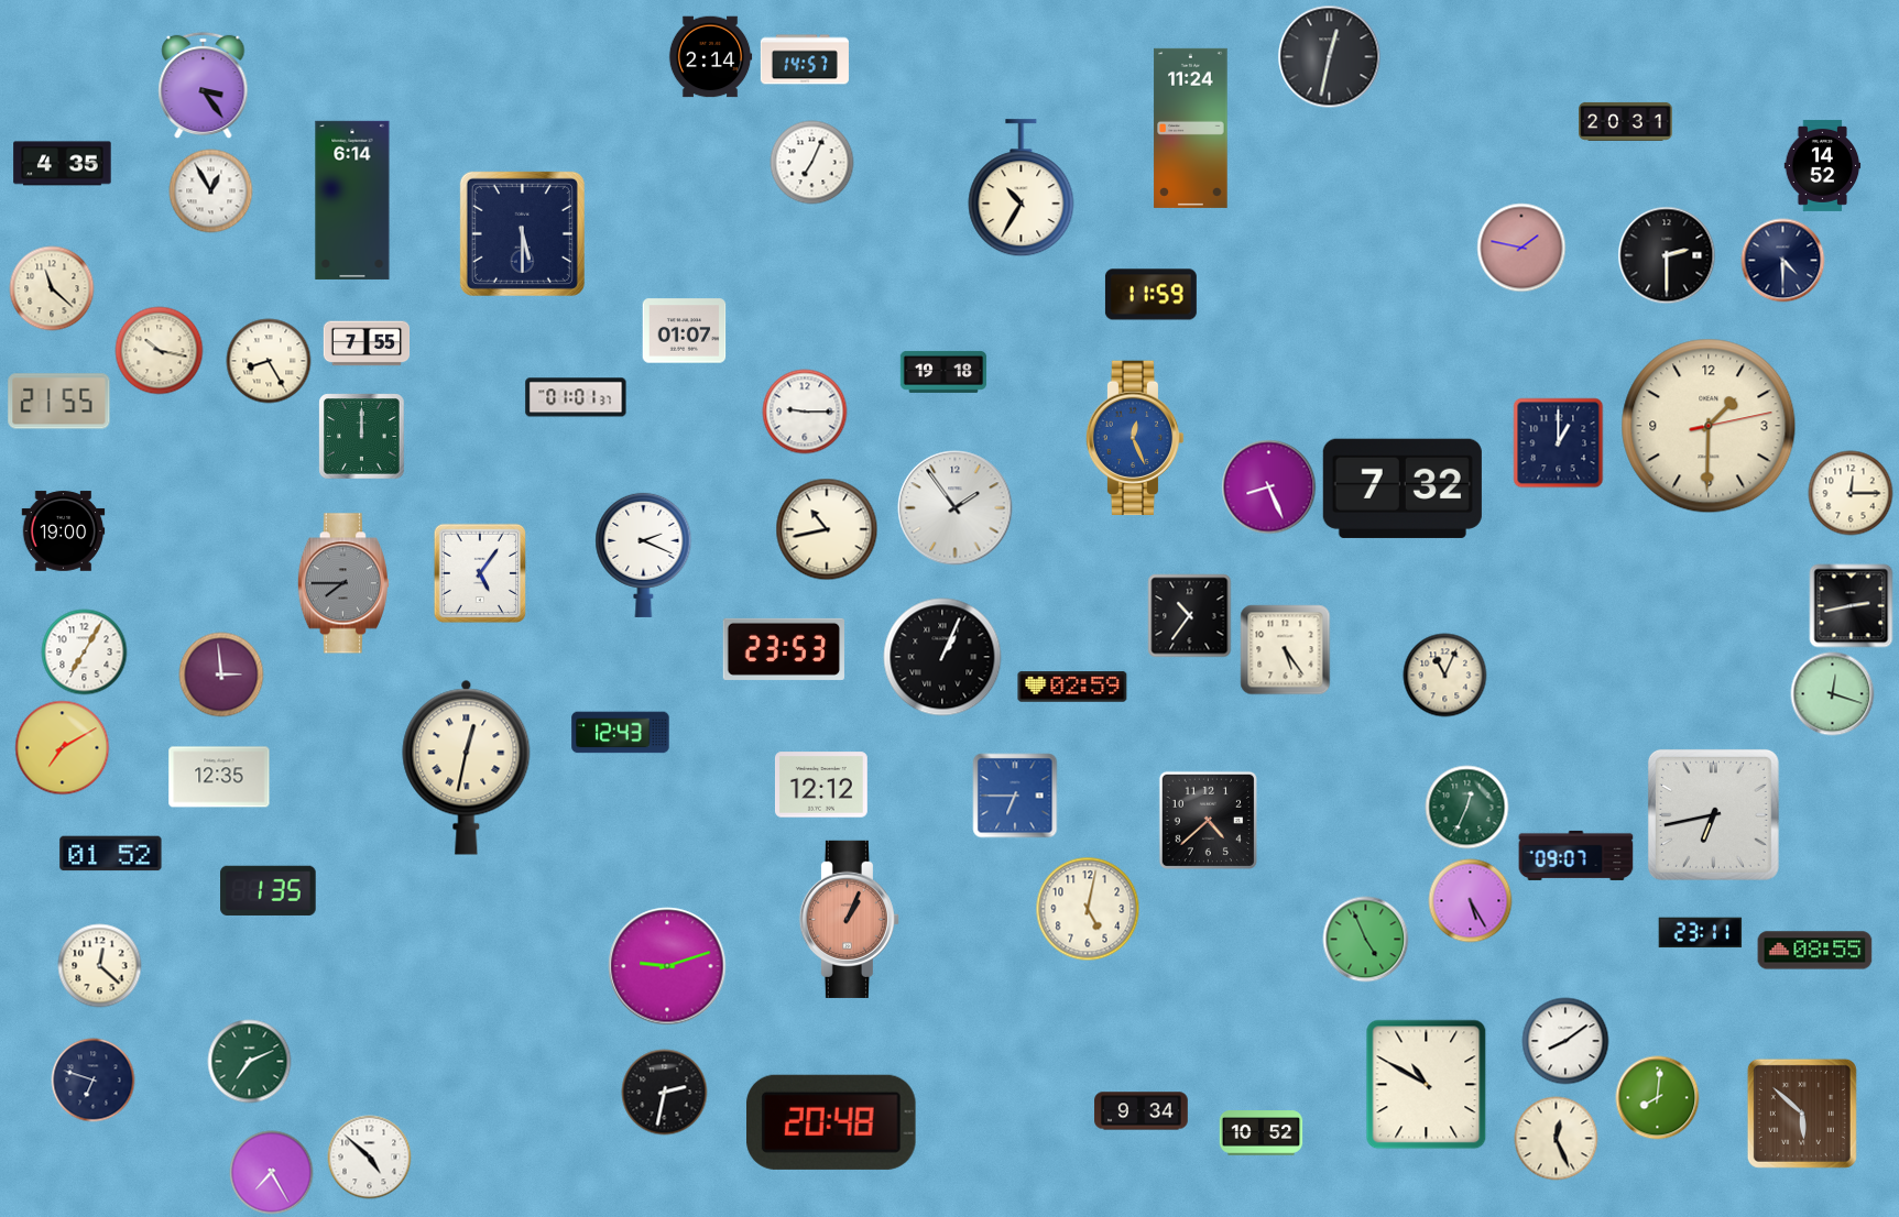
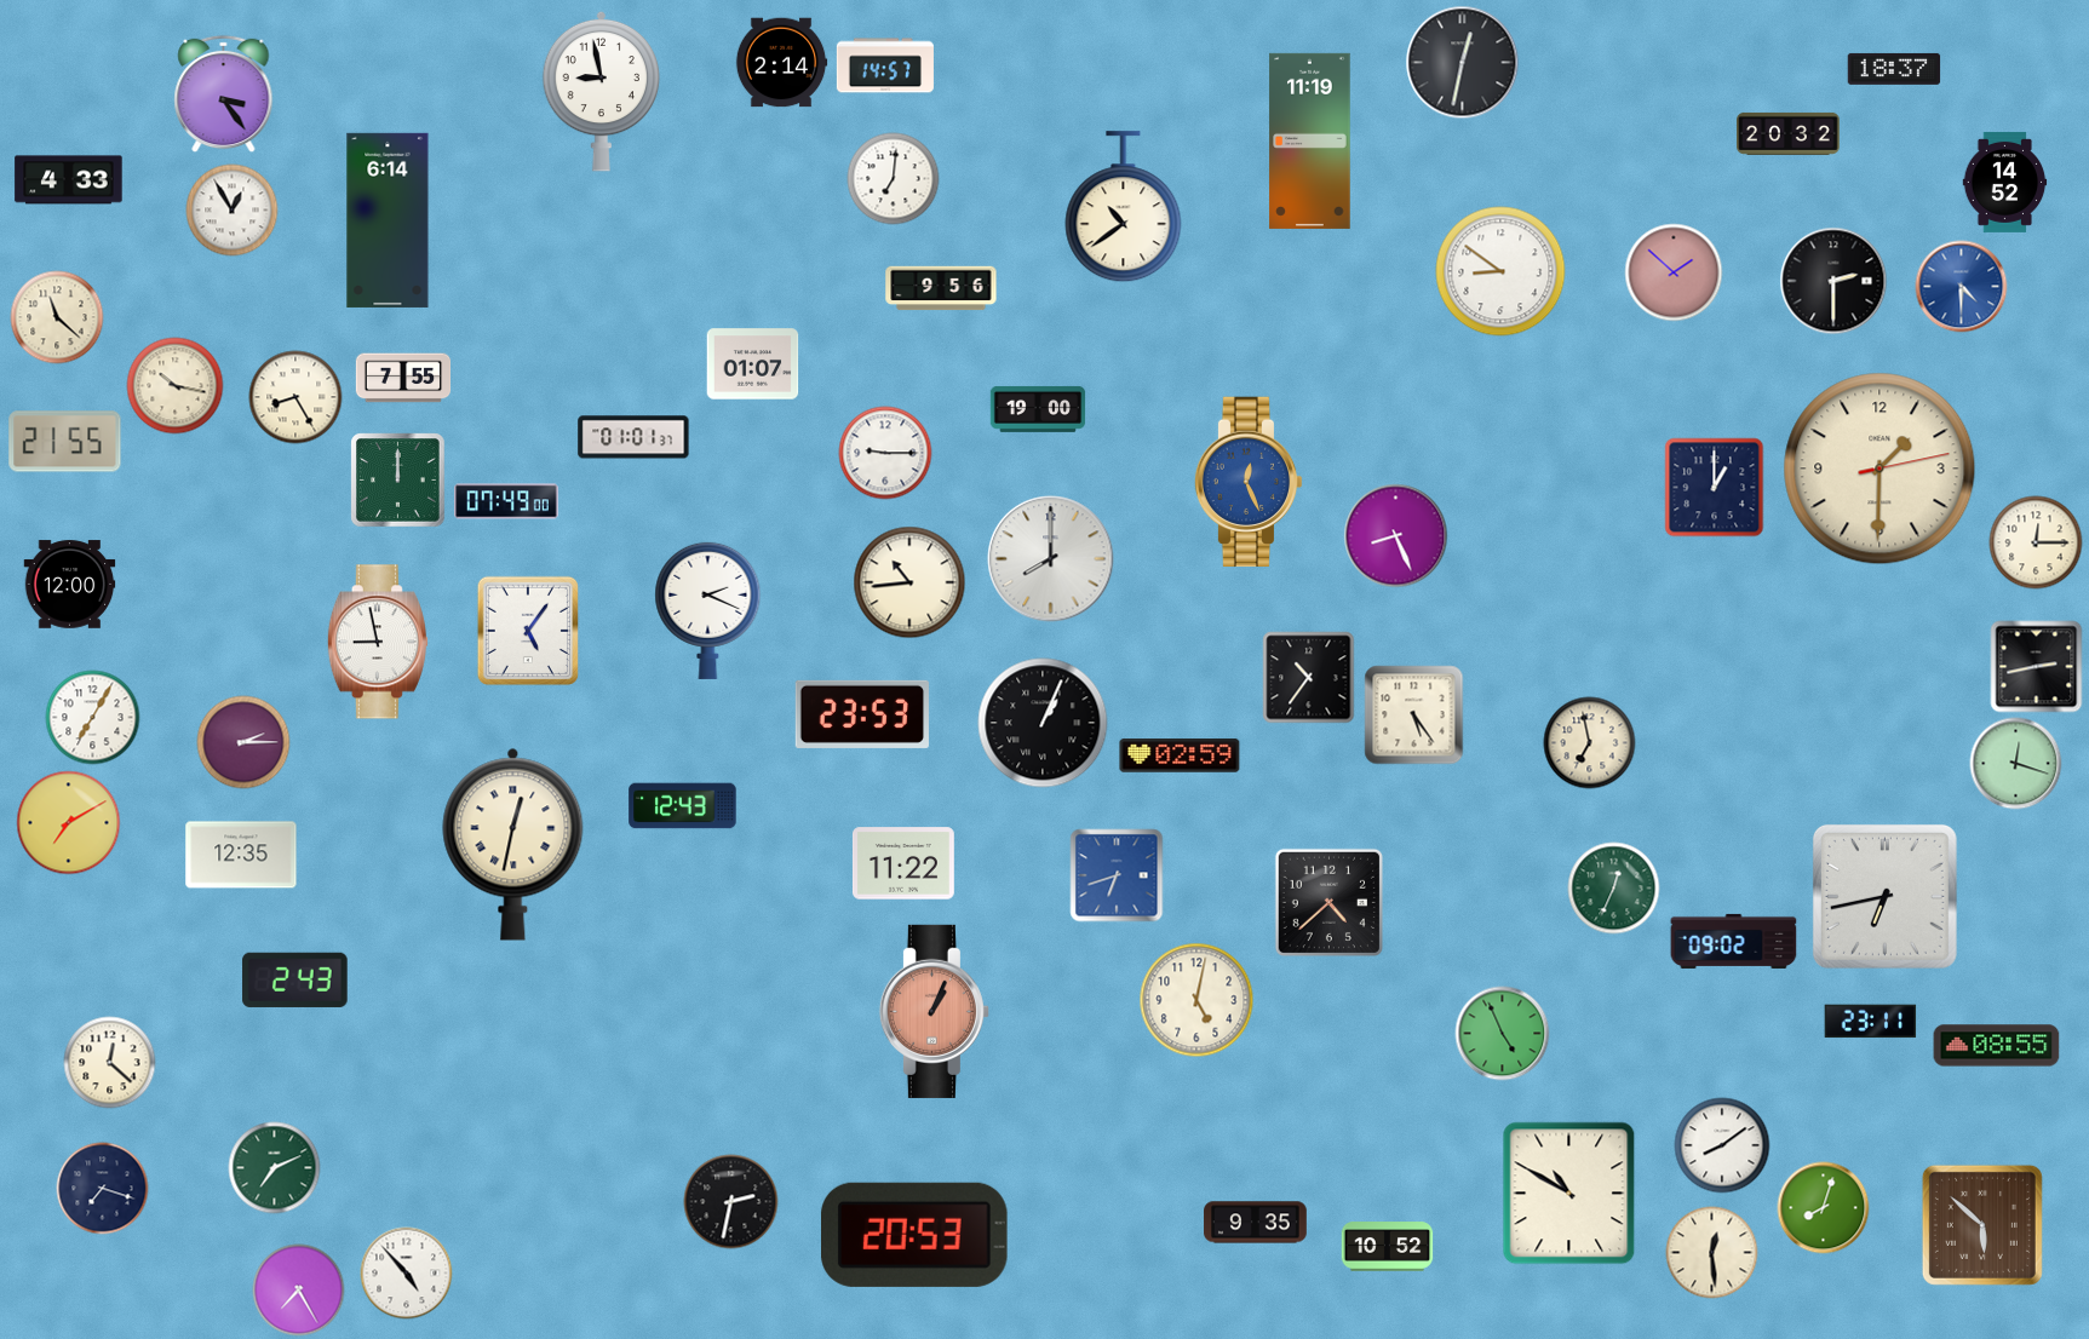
clock at (1894, 69): none -> 18:37
clock at (602, 91): none -> 8:58
clock at (1626, 121): 20:31 -> 20:32
clock at (1191, 128): 11:24 -> 11:19
clock at (812, 163): 7:04 -> 7:01
clock at (63, 164): 4:35 -> 4:33
clock at (1022, 188): 10:35 -> 10:39
clock at (522, 233): 5:30 -> none
clock at (1500, 271): none -> 8:51
clock at (1521, 248): 1:47 -> 1:52
clock at (1783, 261) dial: navy -> blue
clock at (941, 288): none -> 9:56
clock at (1150, 295): 11:59 -> none
clock at (943, 372): 19:18 -> 19:00
clock at (506, 501): none -> 07:49
clock at (1403, 489): 7:32 -> none
clock at (956, 508): 1:54 -> 8:00
clock at (827, 529): 10:43 -> 10:44
clock at (64, 531): 19:00 -> 12:00
clock at (343, 583): 7:45 -> 8:58
clock at (343, 583) dial: grey -> white
clock at (942, 657) position: (942, 657) -> (1043, 723)
clock at (221, 675): 2:59 -> 2:15
clock at (1445, 676): 11:04 -> 6:58
clock at (821, 785): 12:12 -> 11:22
clock at (1015, 796): 6:45 -> 6:42
clock at (111, 854): 01:52 -> none
clock at (1576, 855): 09:07 -> 09:02
clock at (269, 890): 1:35 -> 2:43
clock at (1471, 901): 5:25 -> none
clock at (1701, 933) position: (1701, 933) -> (1871, 1022)
clock at (667, 966): 9:12 -> none
clock at (94, 1081): 6:48 -> 7:18
clock at (1658, 1098): 8:01 -> 8:03
clock at (1142, 1111): 9:34 -> 9:35
clock at (831, 1122): 20:48 -> 20:53
clock at (1557, 1139): 12:26 -> 12:29
clock at (370, 1158): 4:52 -> 4:53
